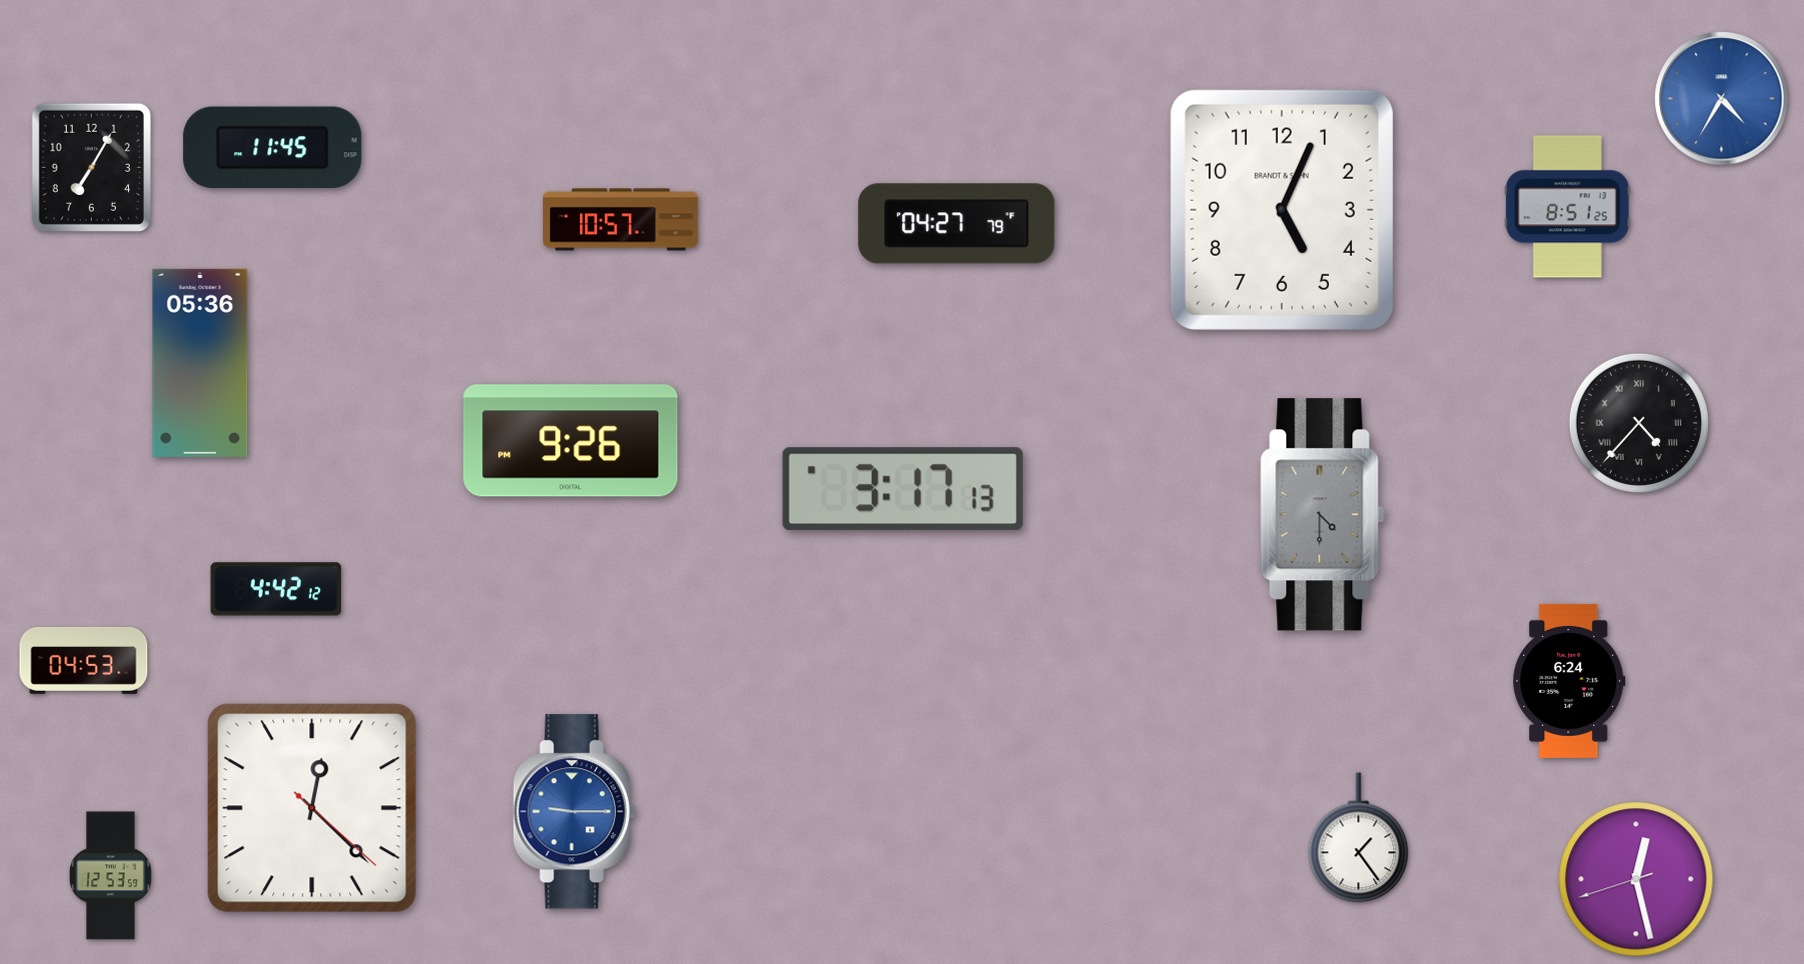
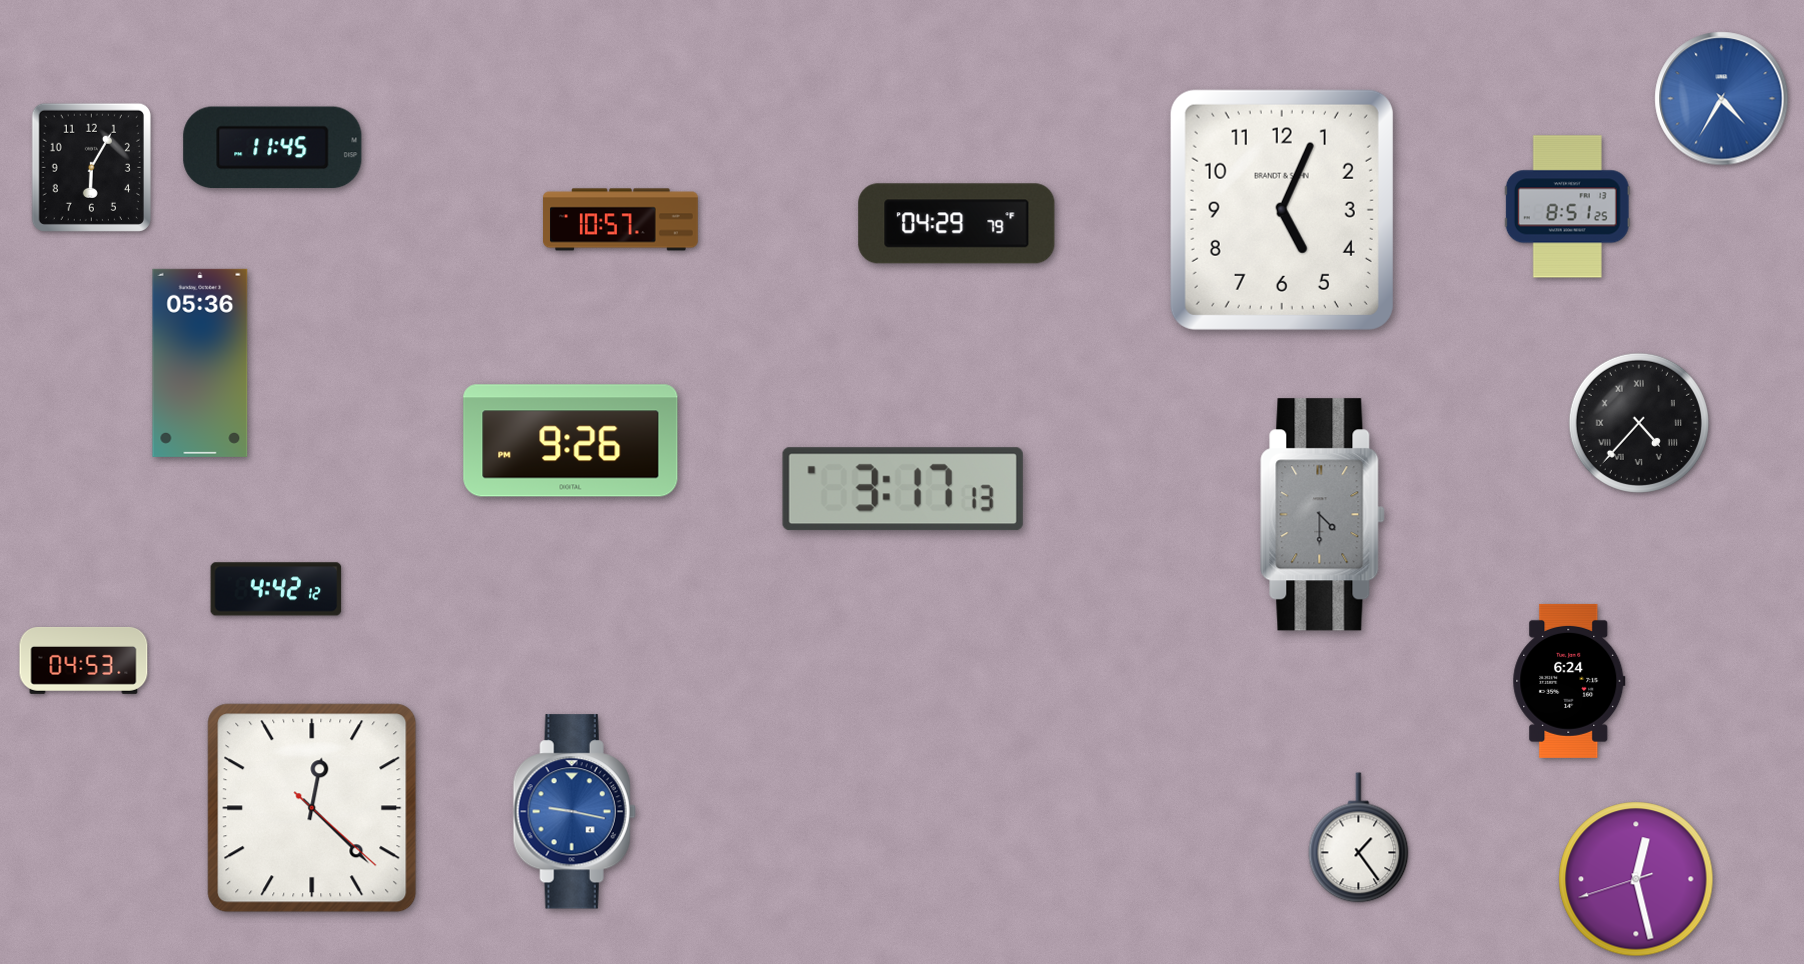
clock at (91, 167): 7:05 -> 6:05
clock at (957, 224): 04:27 -> 04:29
clock at (574, 812): 9:15 -> 9:17
clock at (110, 876): 12:53 -> none
